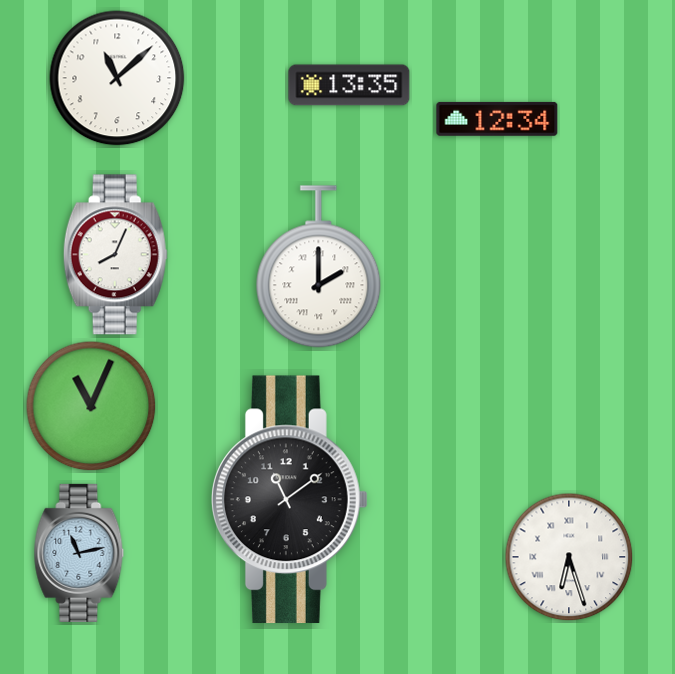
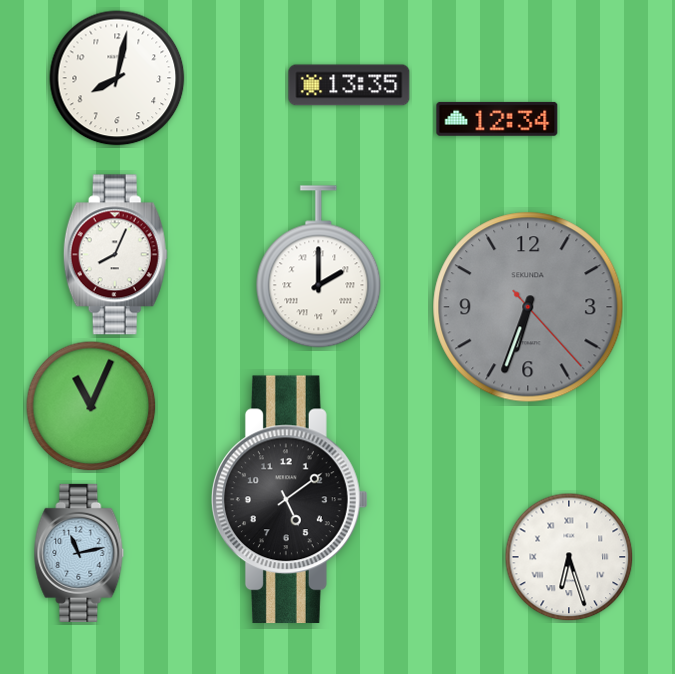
clock at (117, 78): 11:08 -> 8:02
clock at (528, 307): none -> 6:33
clock at (290, 500): 11:09 -> 5:09
